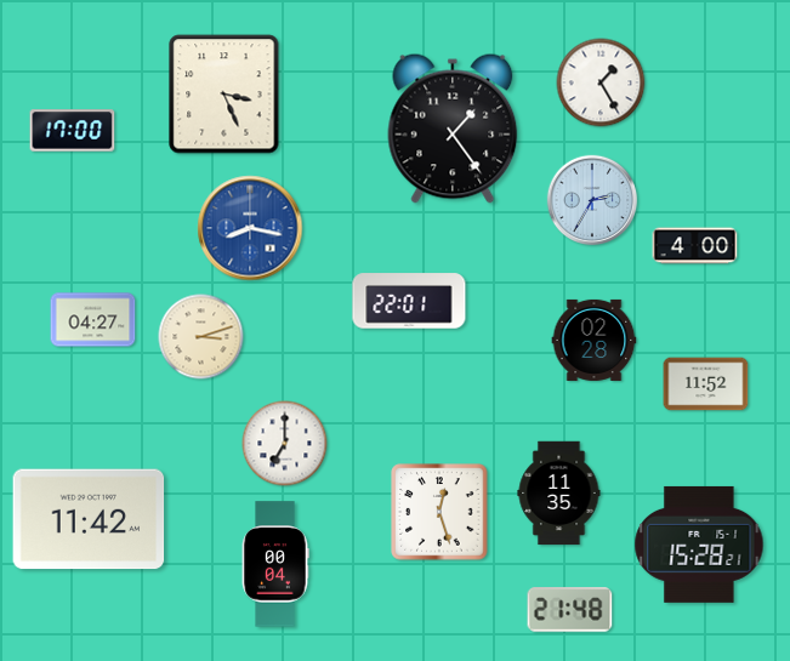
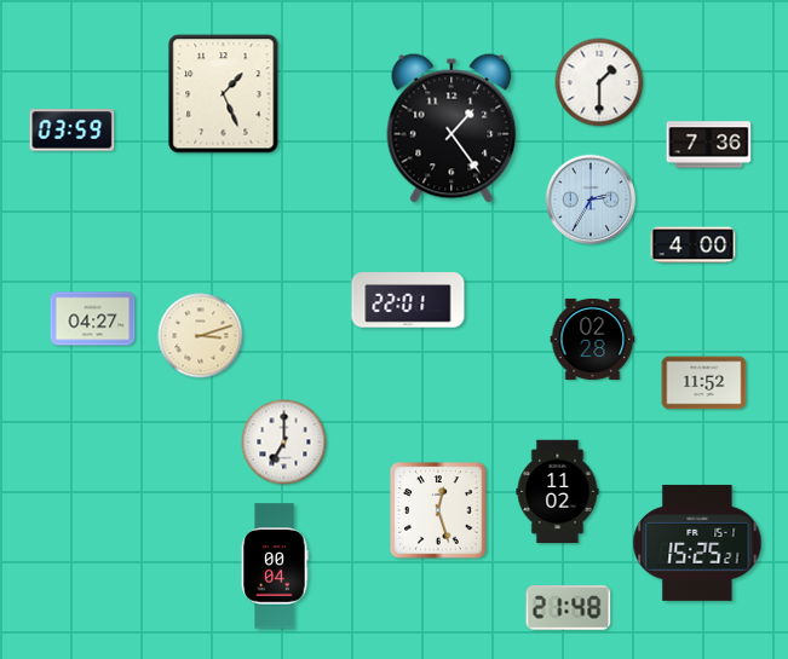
clock at (601, 82): 1:25 -> 1:30
clock at (225, 95): 3:26 -> 1:26
clock at (73, 131): 17:00 -> 03:59
clock at (709, 145): none -> 7:36
clock at (250, 228): 8:17 -> none
clock at (559, 494): 11:35 -> 11:02
clock at (89, 519): 11:42 -> none
clock at (699, 545): 15:28 -> 15:25
clock at (275, 564) position: (275, 564) -> (275, 566)
